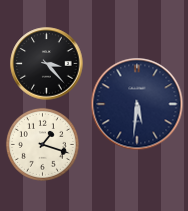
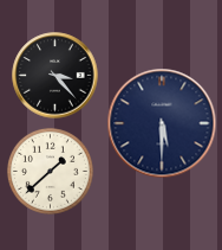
clock at (137, 104): 5:31 -> 5:30
clock at (42, 144): 1:18 -> 1:38
